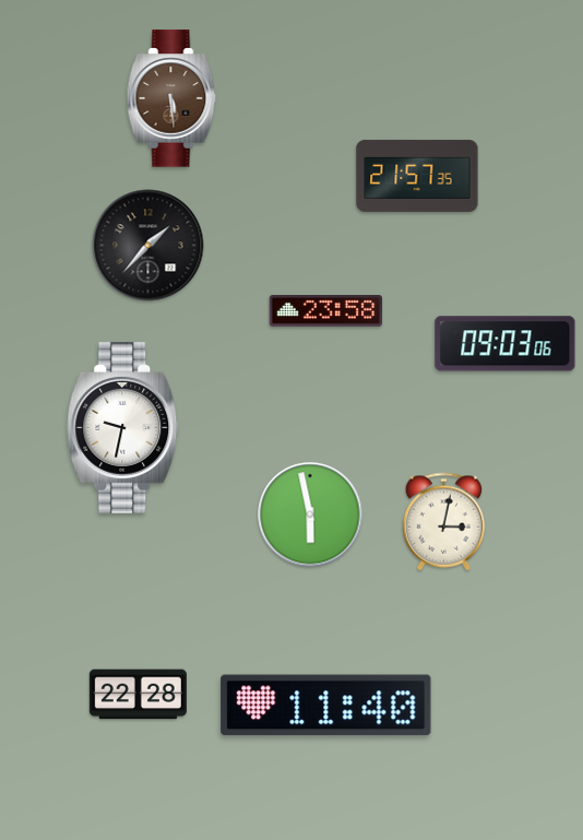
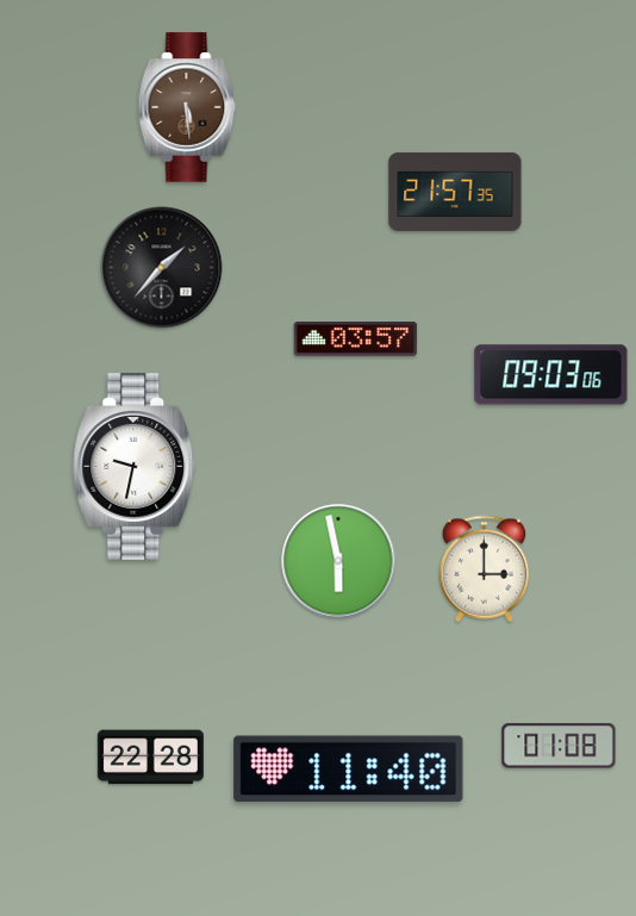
clock at (326, 311): 23:58 -> 03:57
clock at (444, 522): 3:02 -> 3:00
clock at (559, 746): none -> 01:08
clock at (326, 706) position: (326, 706) -> (349, 769)
